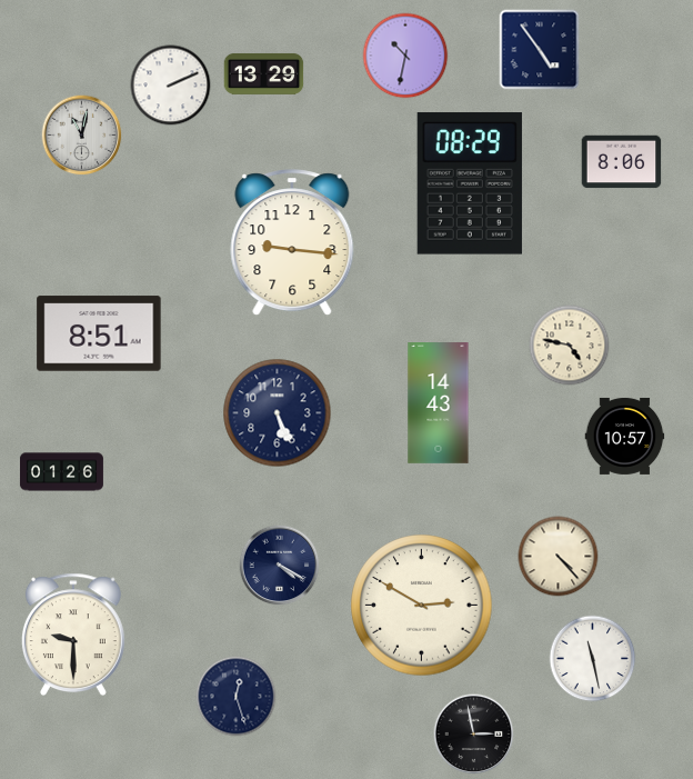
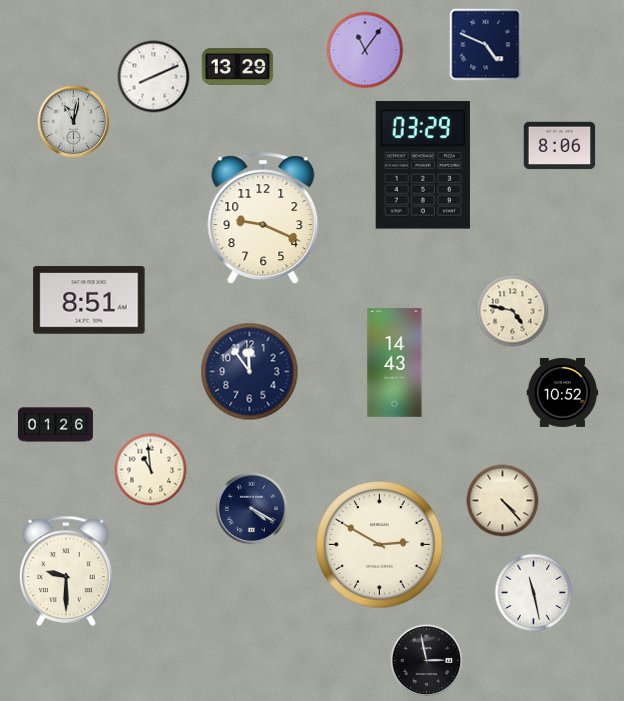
clock at (540, 50): 4:54 -> 4:49
clock at (405, 56): 10:32 -> 11:06
clock at (171, 86): 2:11 -> 8:11
clock at (470, 183): 08:29 -> 03:29
clock at (292, 243): 9:16 -> 9:19
clock at (278, 413): 5:26 -> 11:54
clock at (625, 436): 10:57 -> 10:52
clock at (151, 470): none -> 10:59
clock at (237, 697): 12:27 -> none
